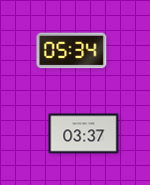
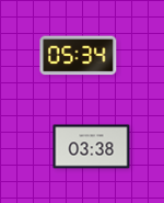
clock at (84, 134): 03:37 -> 03:38
